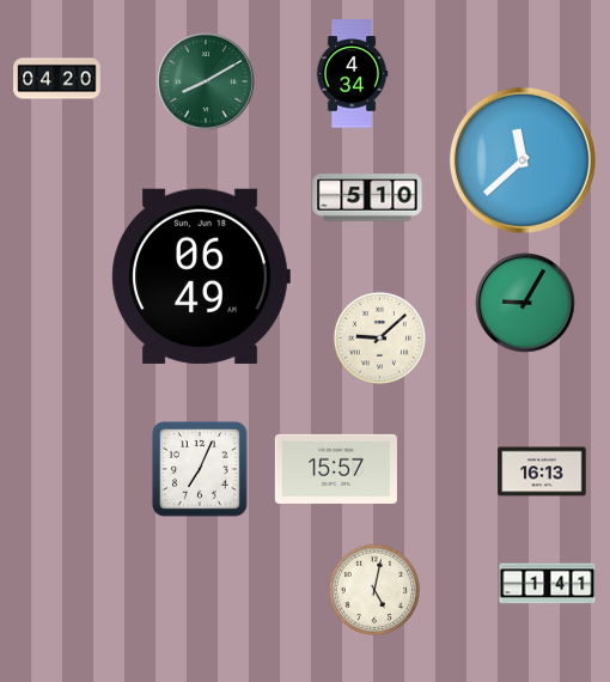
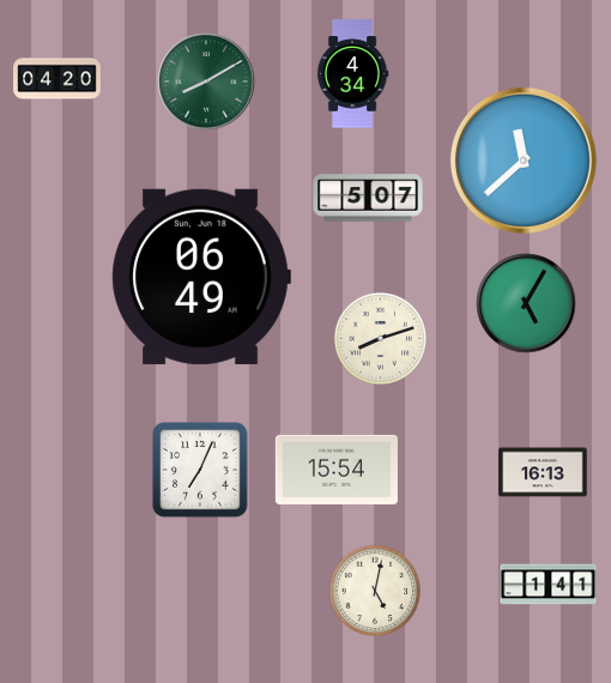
clock at (367, 197): 5:10 -> 5:07
clock at (525, 303): 9:05 -> 5:05
clock at (379, 337): 9:08 -> 8:12
clock at (336, 469): 15:57 -> 15:54
